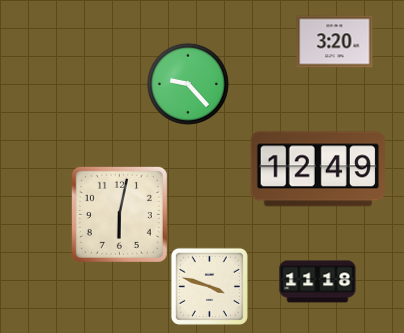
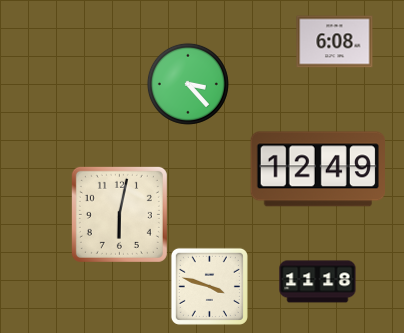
clock at (335, 42): 3:20 -> 6:08
clock at (188, 84): 9:23 -> 3:23
